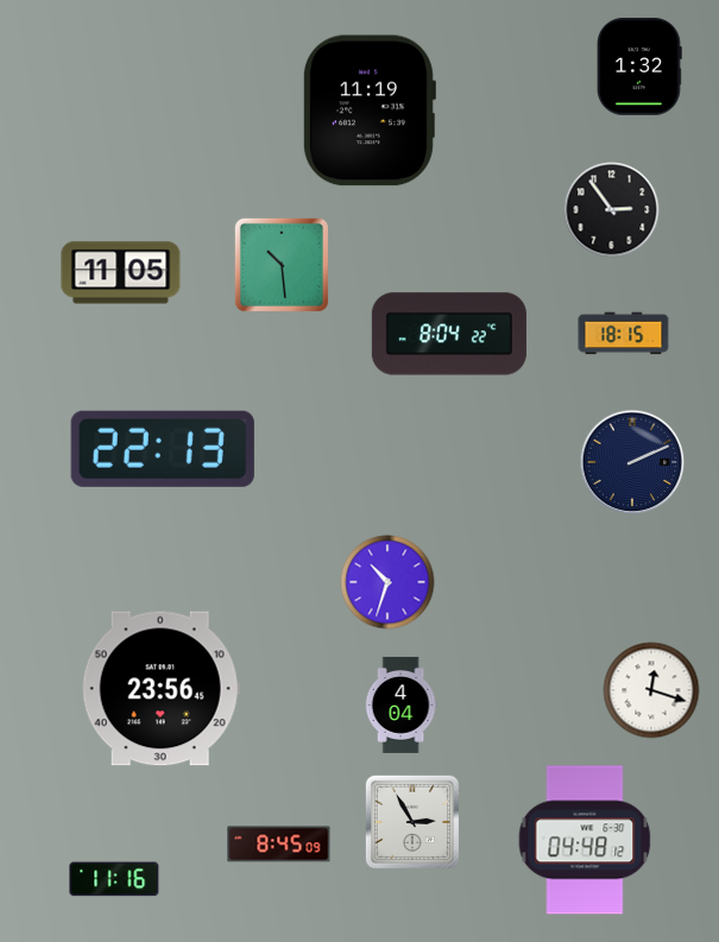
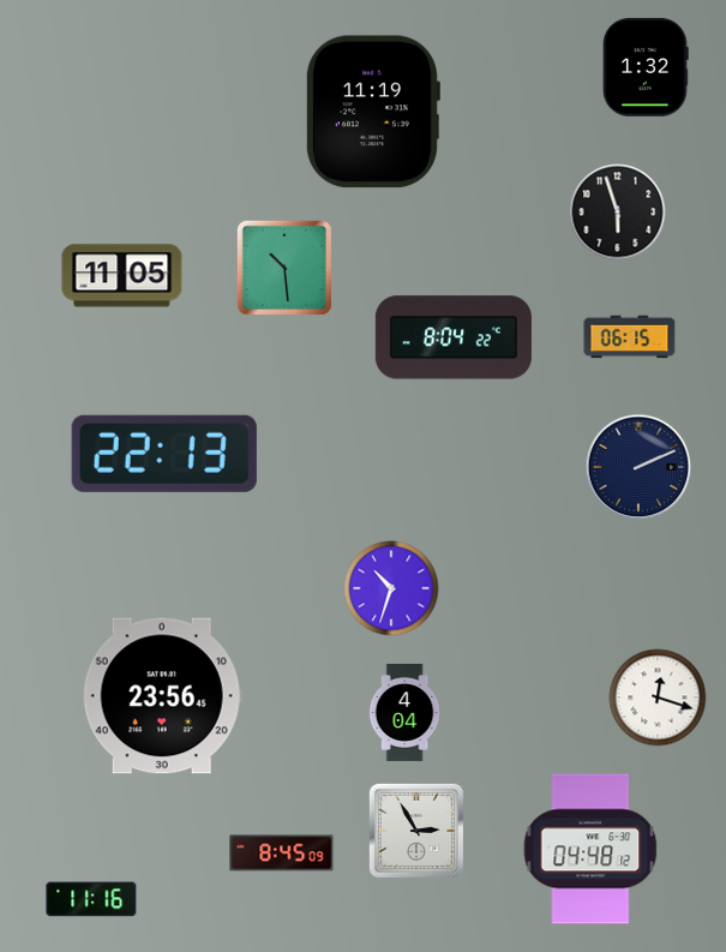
clock at (612, 210): 2:54 -> 5:57
clock at (624, 334): 18:15 -> 06:15
clock at (114, 879) position: (114, 879) -> (91, 899)
